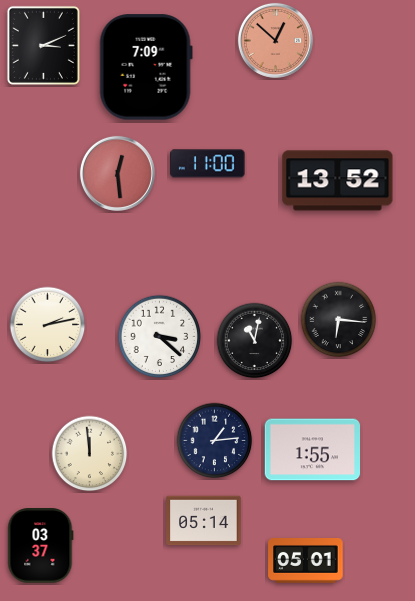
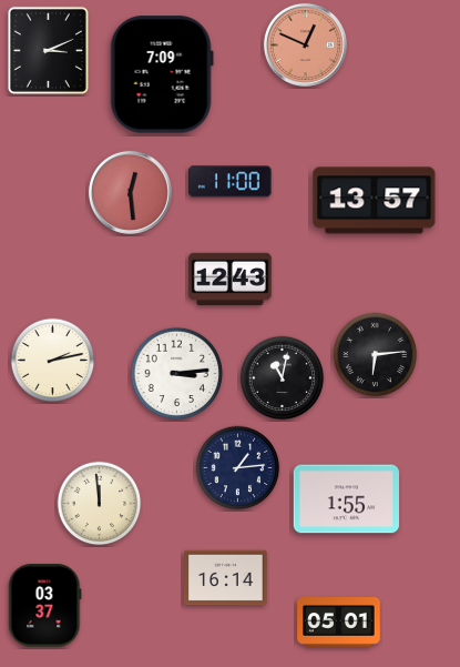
clock at (275, 40): 12:52 -> 12:49
clock at (338, 181): 13:52 -> 13:57
clock at (231, 279): none -> 12:43
clock at (339, 320): 6:16 -> 6:14
clock at (160, 337): 3:22 -> 3:14
clock at (215, 441) position: (215, 441) -> (238, 468)
clock at (204, 521): 05:14 -> 16:14
